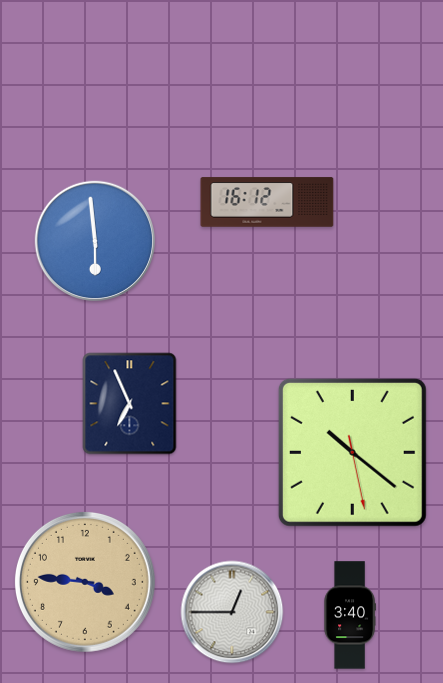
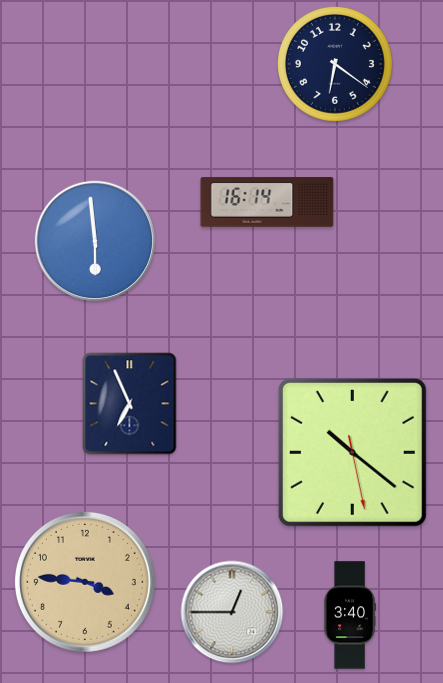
clock at (335, 64): none -> 6:21
clock at (267, 202): 16:12 -> 16:14
